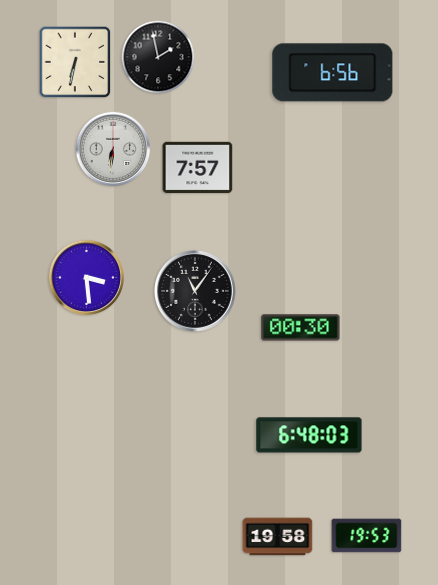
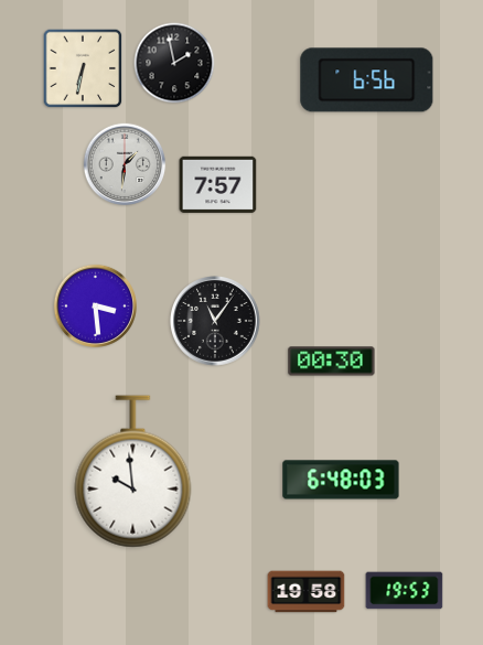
clock at (113, 149): 6:31 -> 1:31
clock at (133, 472): none -> 9:59
